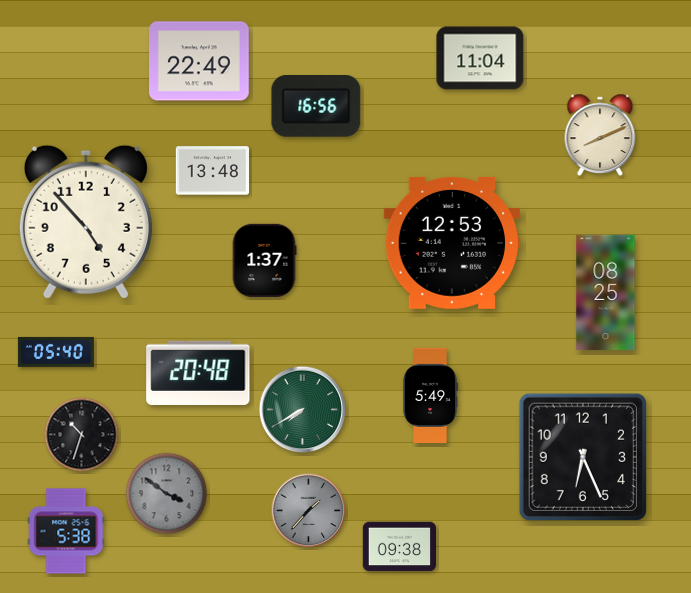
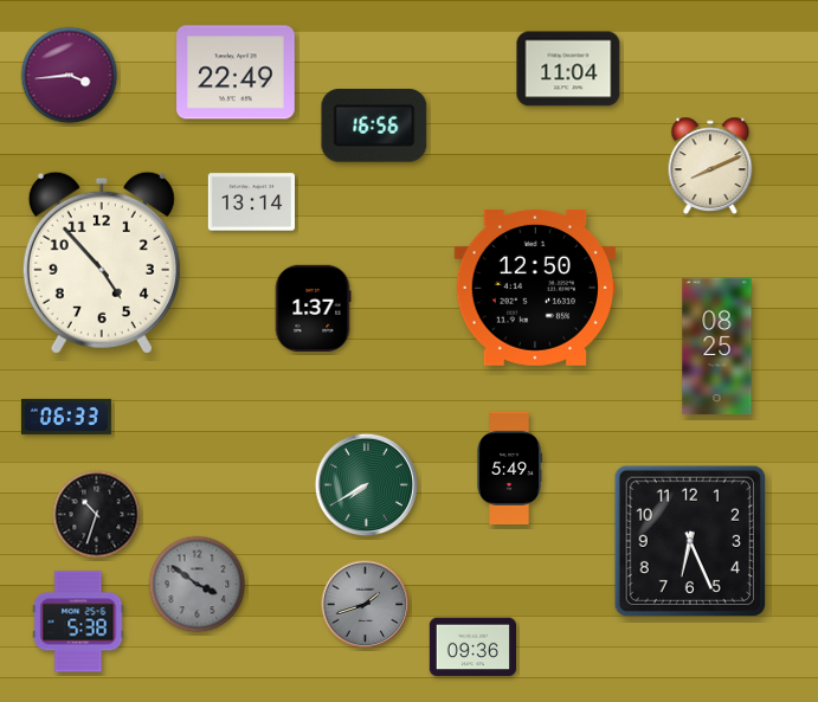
clock at (70, 76): none -> 3:44
clock at (600, 134) position: (600, 134) -> (710, 165)
clock at (212, 171): 13:48 -> 13:14
clock at (452, 243): 12:53 -> 12:50
clock at (56, 352): 05:40 -> 06:33
clock at (198, 373): 20:48 -> none
clock at (303, 410) position: (303, 410) -> (367, 485)
clock at (309, 511): 1:37 -> 1:42
clock at (66, 531) position: (66, 531) -> (78, 622)
clock at (399, 547): 09:38 -> 09:36
